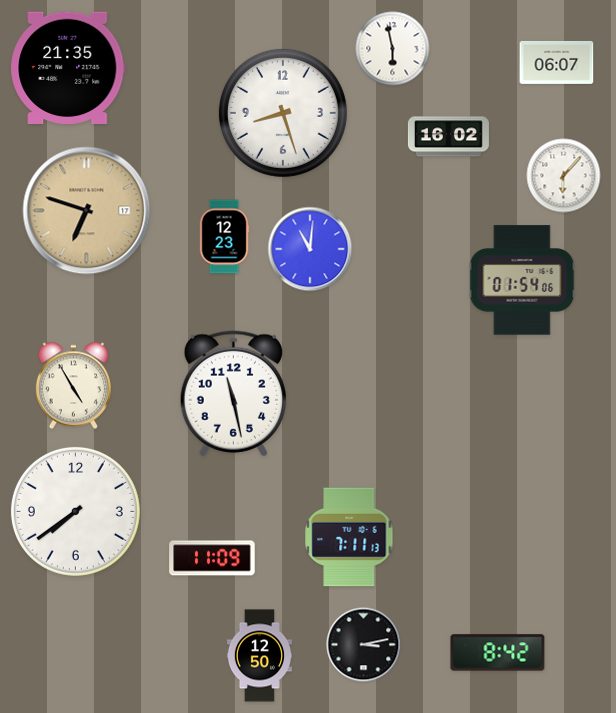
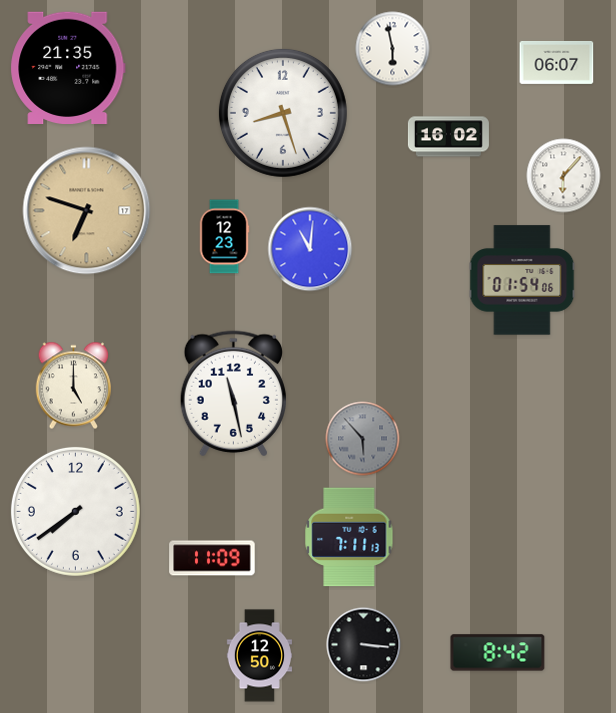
clock at (73, 386): 4:55 -> 5:00
clock at (363, 439): none -> 5:53
clock at (364, 645): 3:13 -> 3:16
